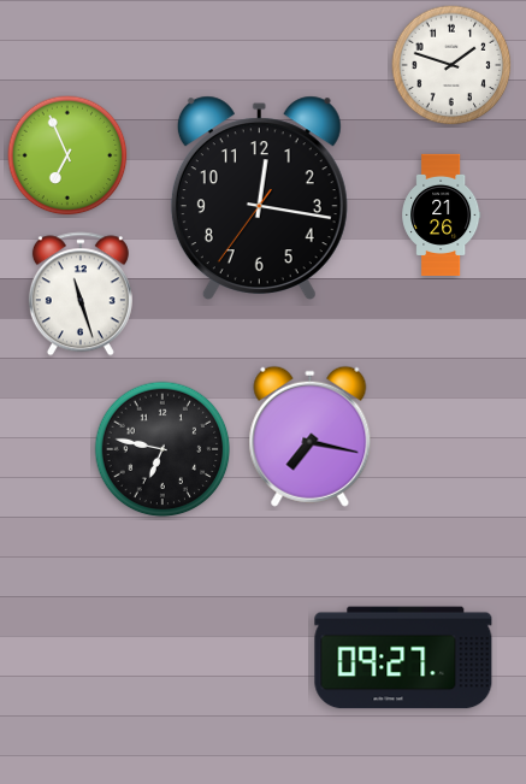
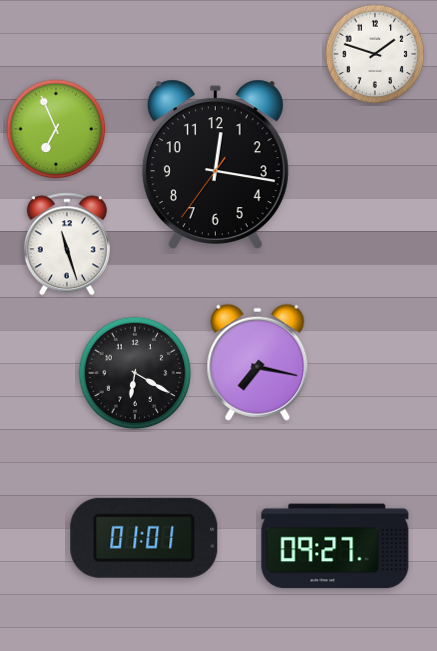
clock at (442, 214): 21:26 -> none
clock at (162, 449): 6:47 -> 6:20
clock at (144, 538): none -> 01:01
